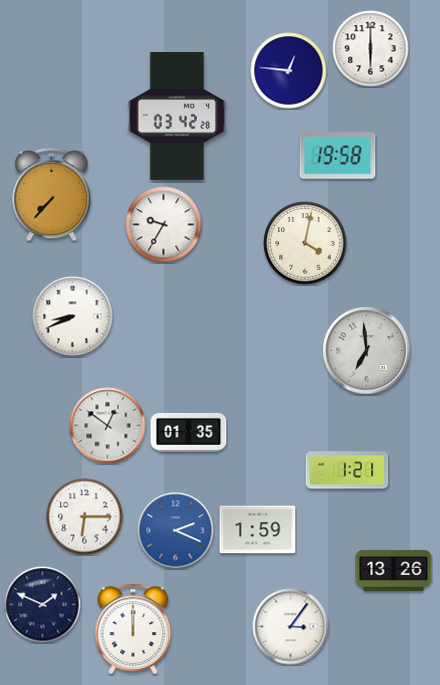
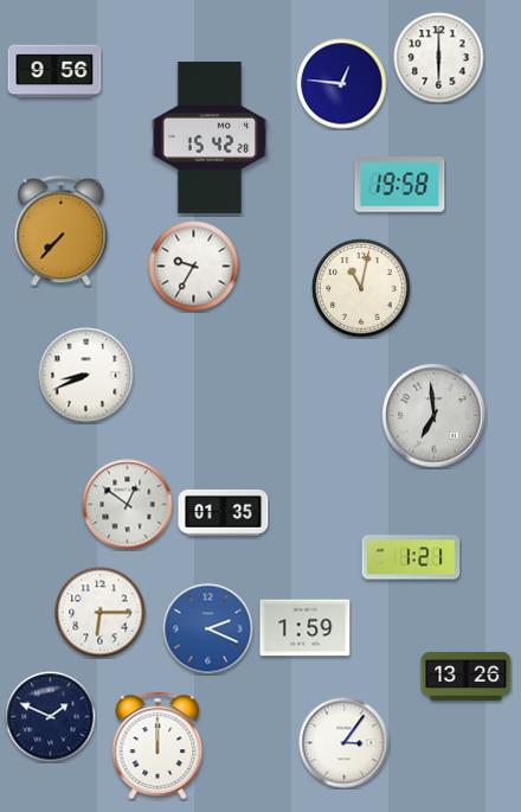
clock at (54, 71): none -> 9:56
clock at (177, 116): 03:42 -> 15:42
clock at (305, 243): 4:02 -> 11:02
